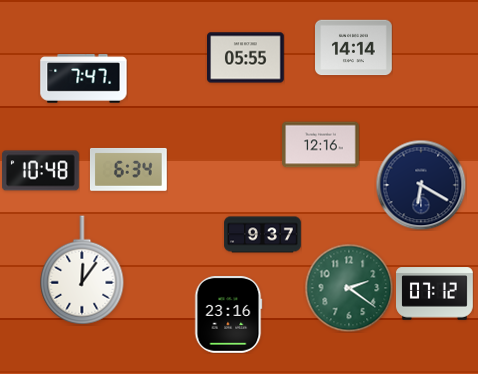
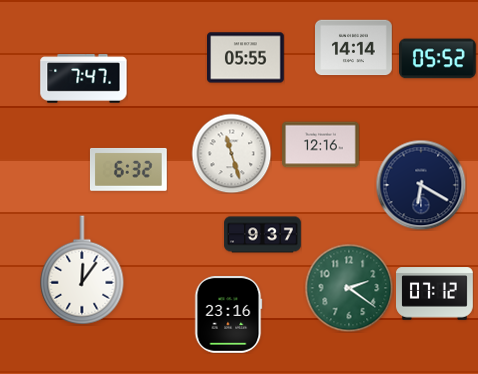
clock at (438, 59): none -> 05:52
clock at (231, 153): none -> 11:27
clock at (128, 169): 6:34 -> 6:32
clock at (41, 171): 10:48 -> none
